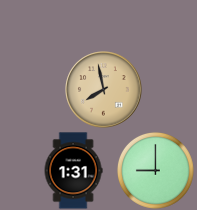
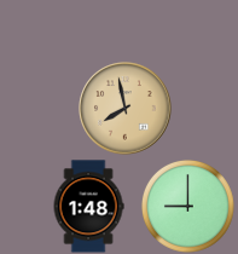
clock at (73, 171): 1:31 -> 1:48
